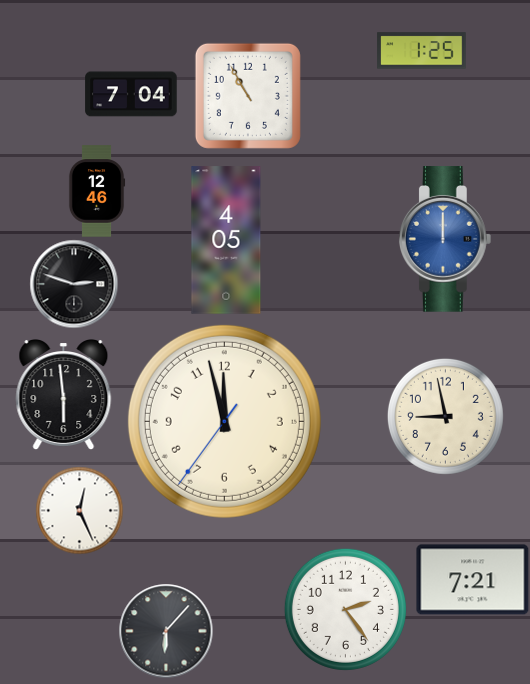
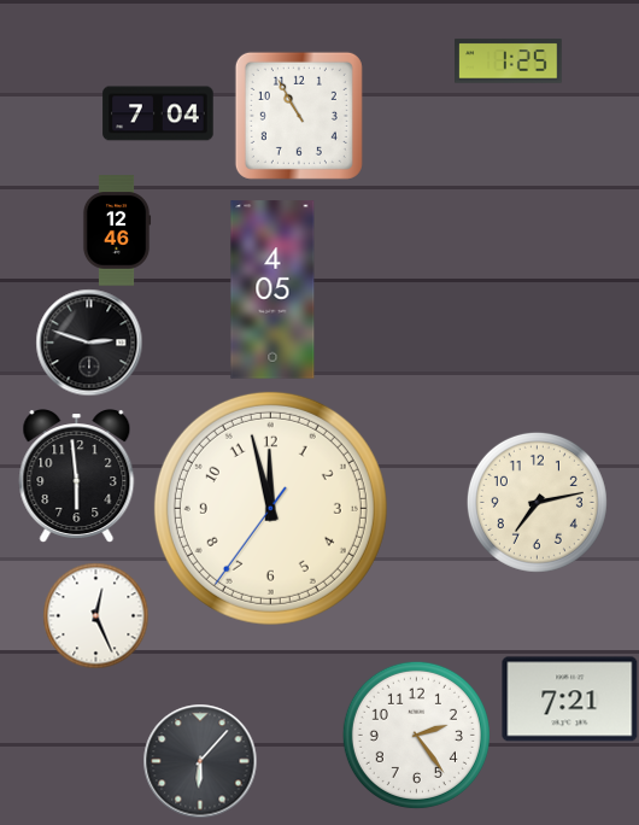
clock at (445, 239): 12:00 -> none
clock at (445, 416): 8:58 -> 7:13
